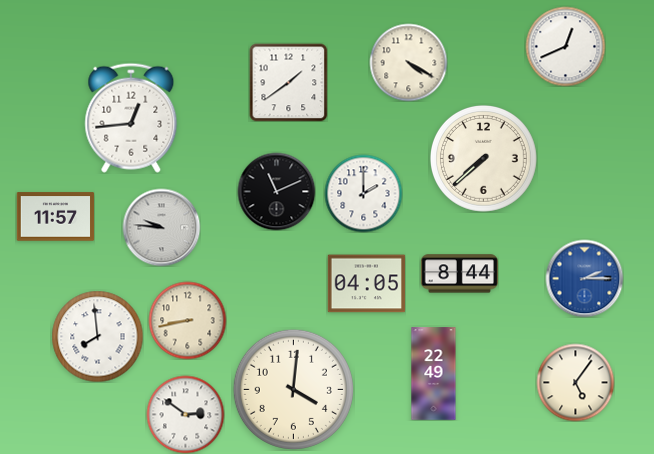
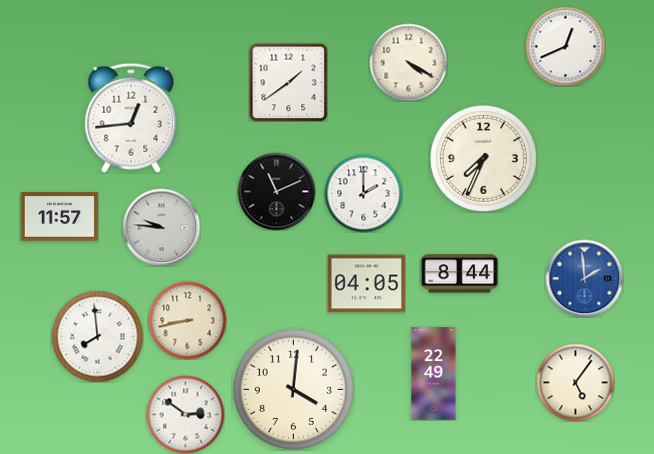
clock at (483, 158): 7:38 -> 7:34
clock at (55, 217) position: (55, 217) -> (59, 217)
clock at (584, 278): 2:15 -> 1:59
